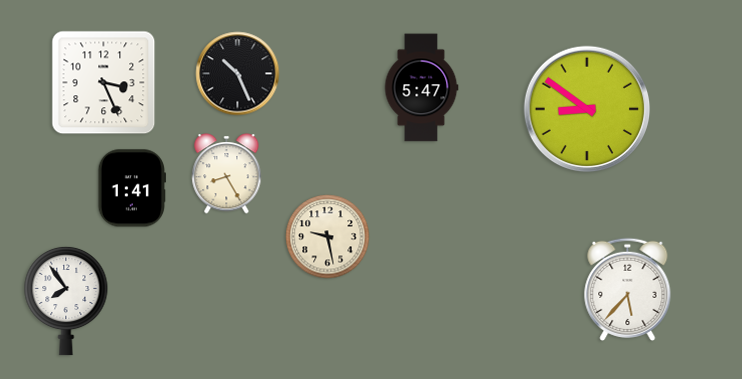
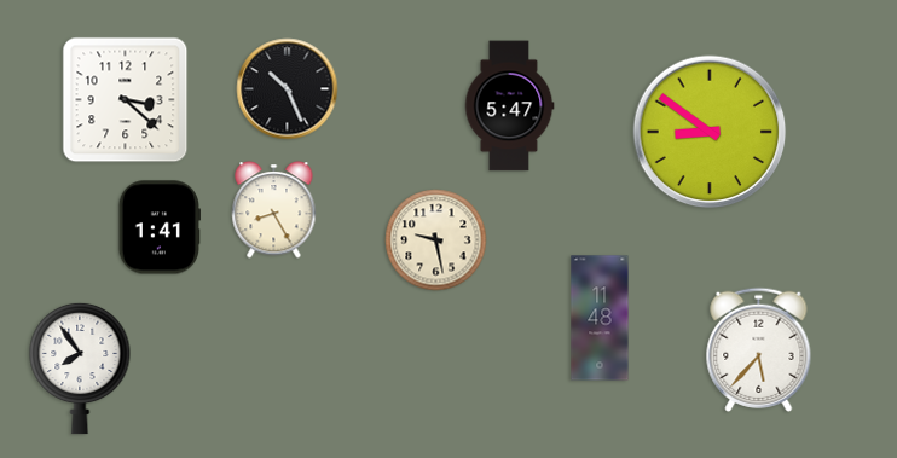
clock at (104, 83): 3:26 -> 3:22
clock at (328, 237) position: (328, 237) -> (436, 240)
clock at (600, 318): none -> 11:48
clock at (66, 301) position: (66, 301) -> (80, 369)
